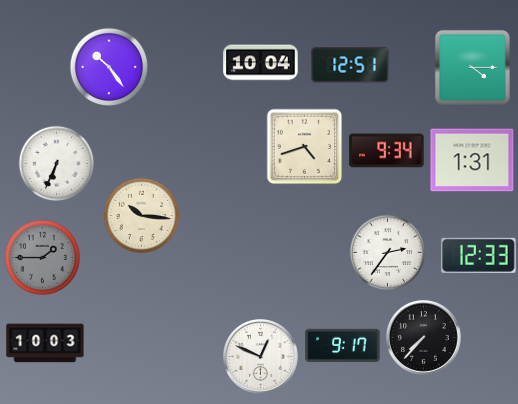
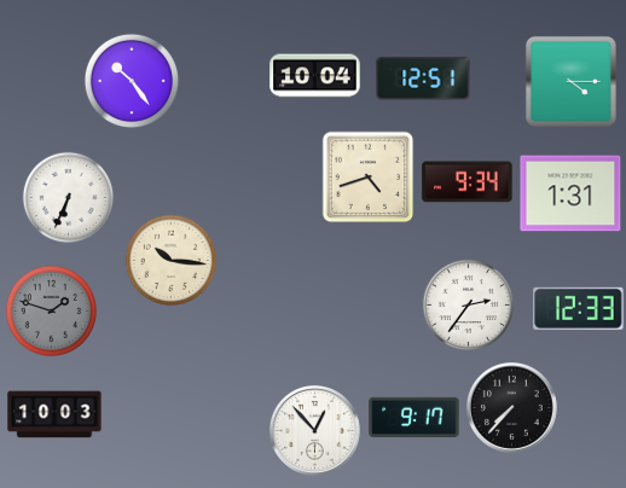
clock at (43, 258): 1:45 -> 1:48
clock at (260, 356): 12:49 -> 12:53
